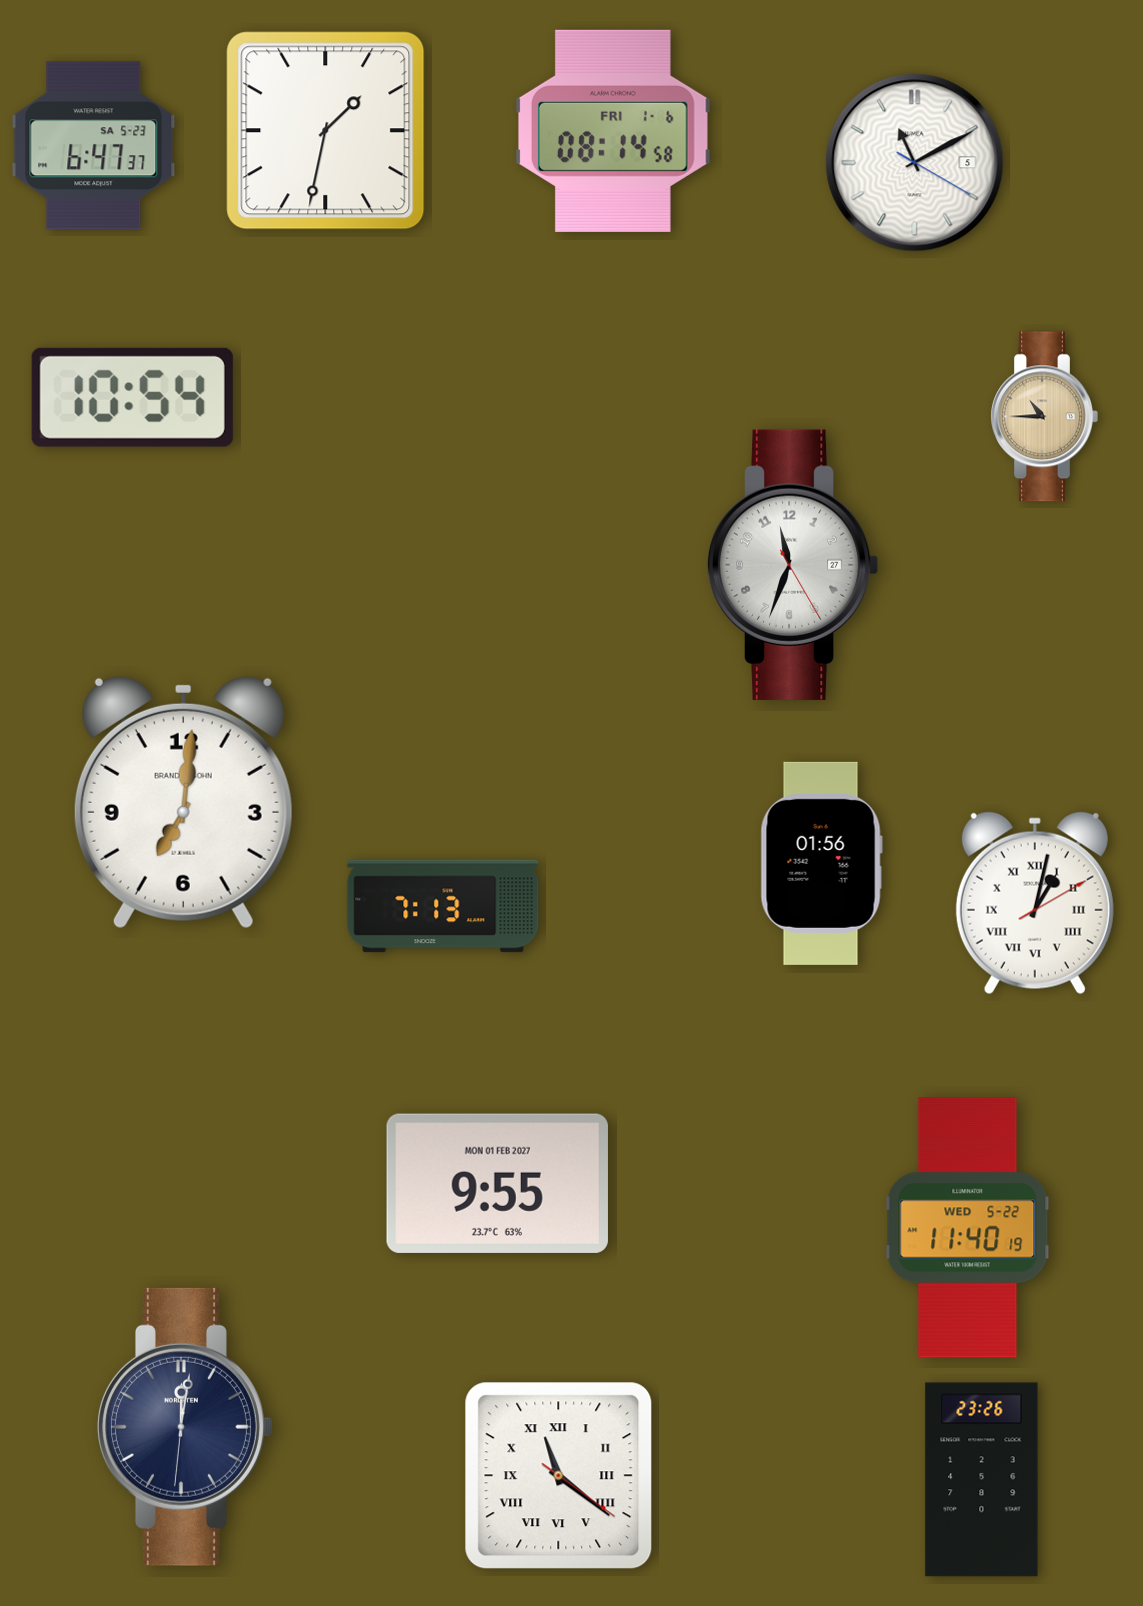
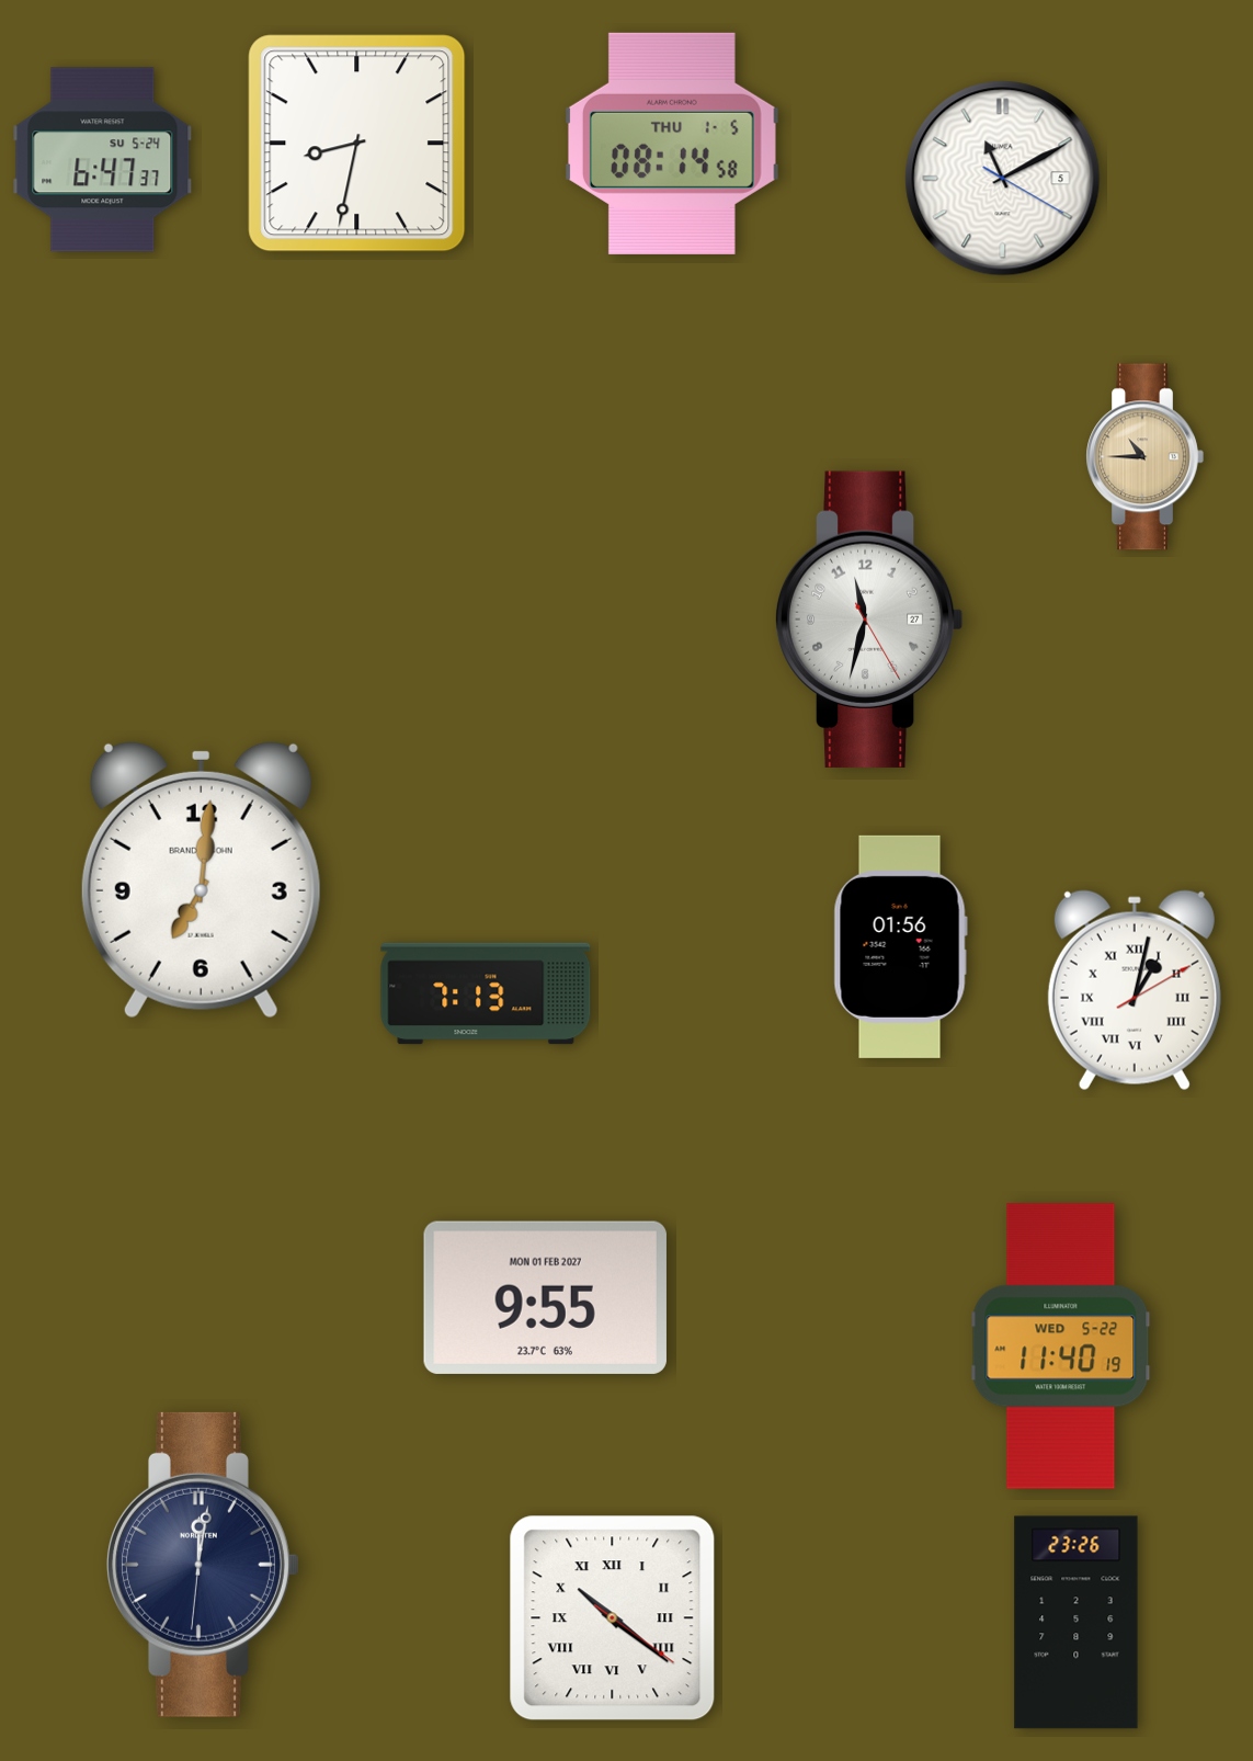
clock at (326, 131): 1:32 -> 8:32
clock at (613, 131) date: FRI 1-6 -> THU 1-5
clock at (94, 146) date: SA 5-23 -> SU 5-24
clock at (132, 397): 10:54 -> none
clock at (793, 565): 11:33 -> 11:32
clock at (559, 1476): 11:21 -> 10:21
